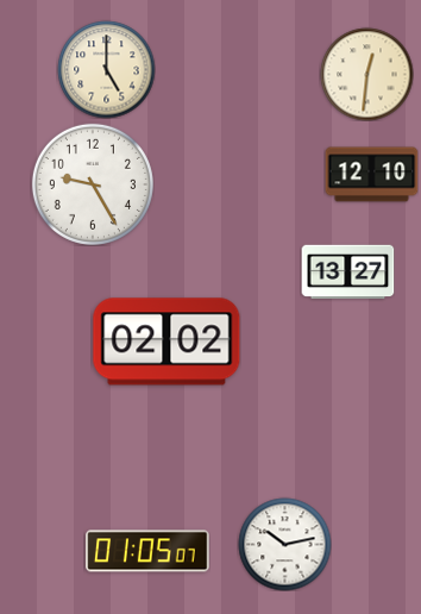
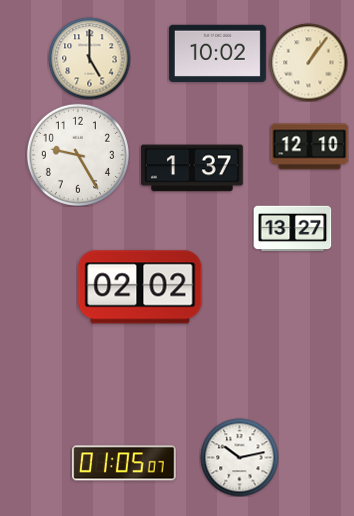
clock at (217, 53): none -> 10:02
clock at (366, 74): 12:31 -> 1:06
clock at (371, 175) position: (371, 175) -> (309, 147)
clock at (192, 168): none -> 1:37
